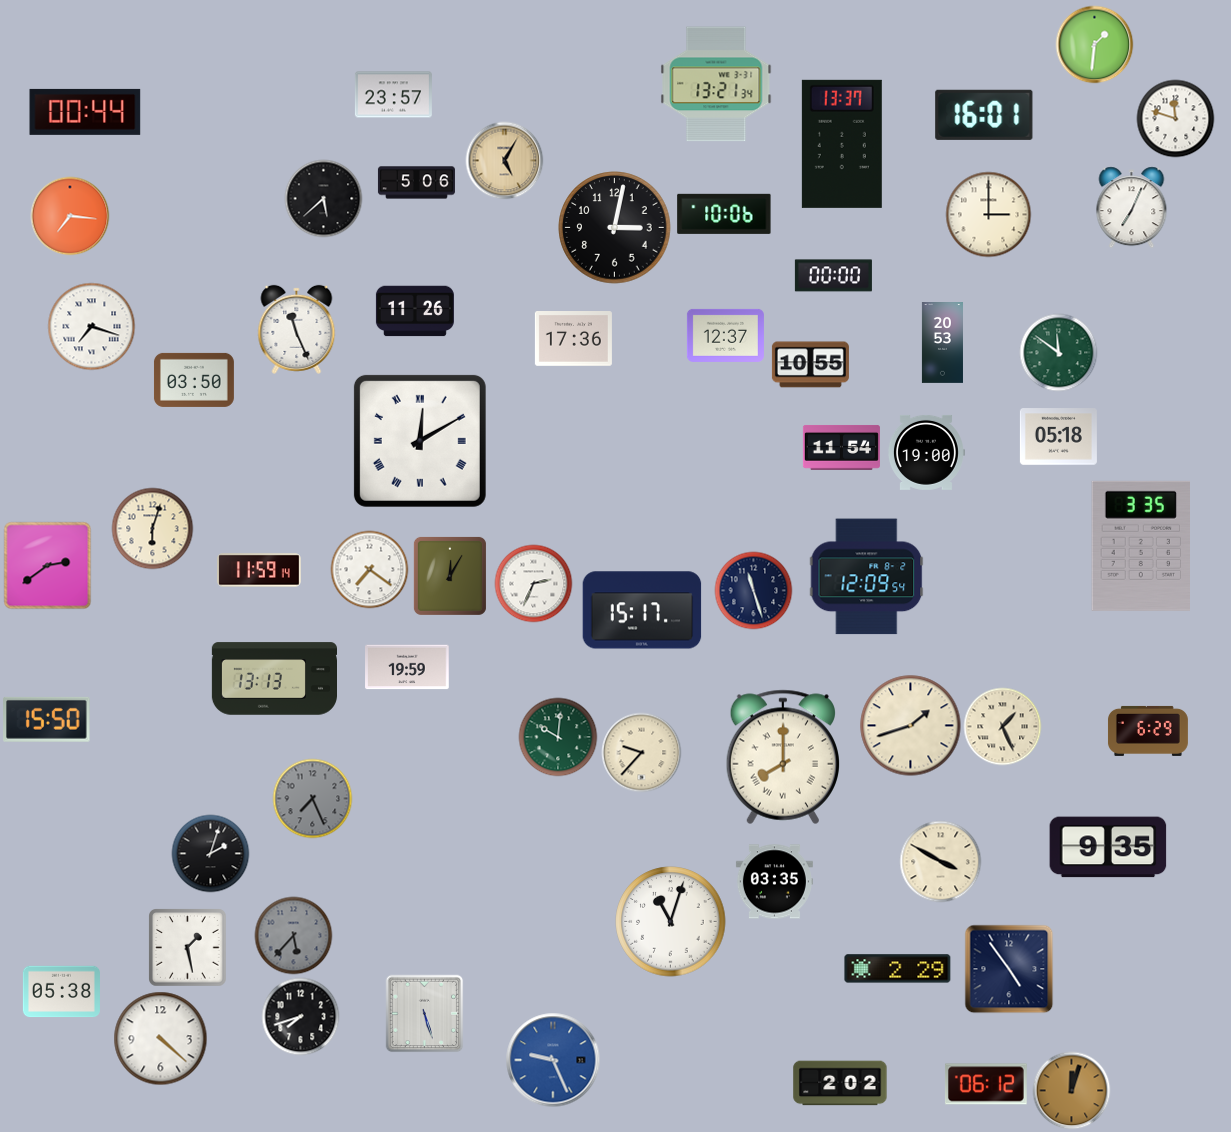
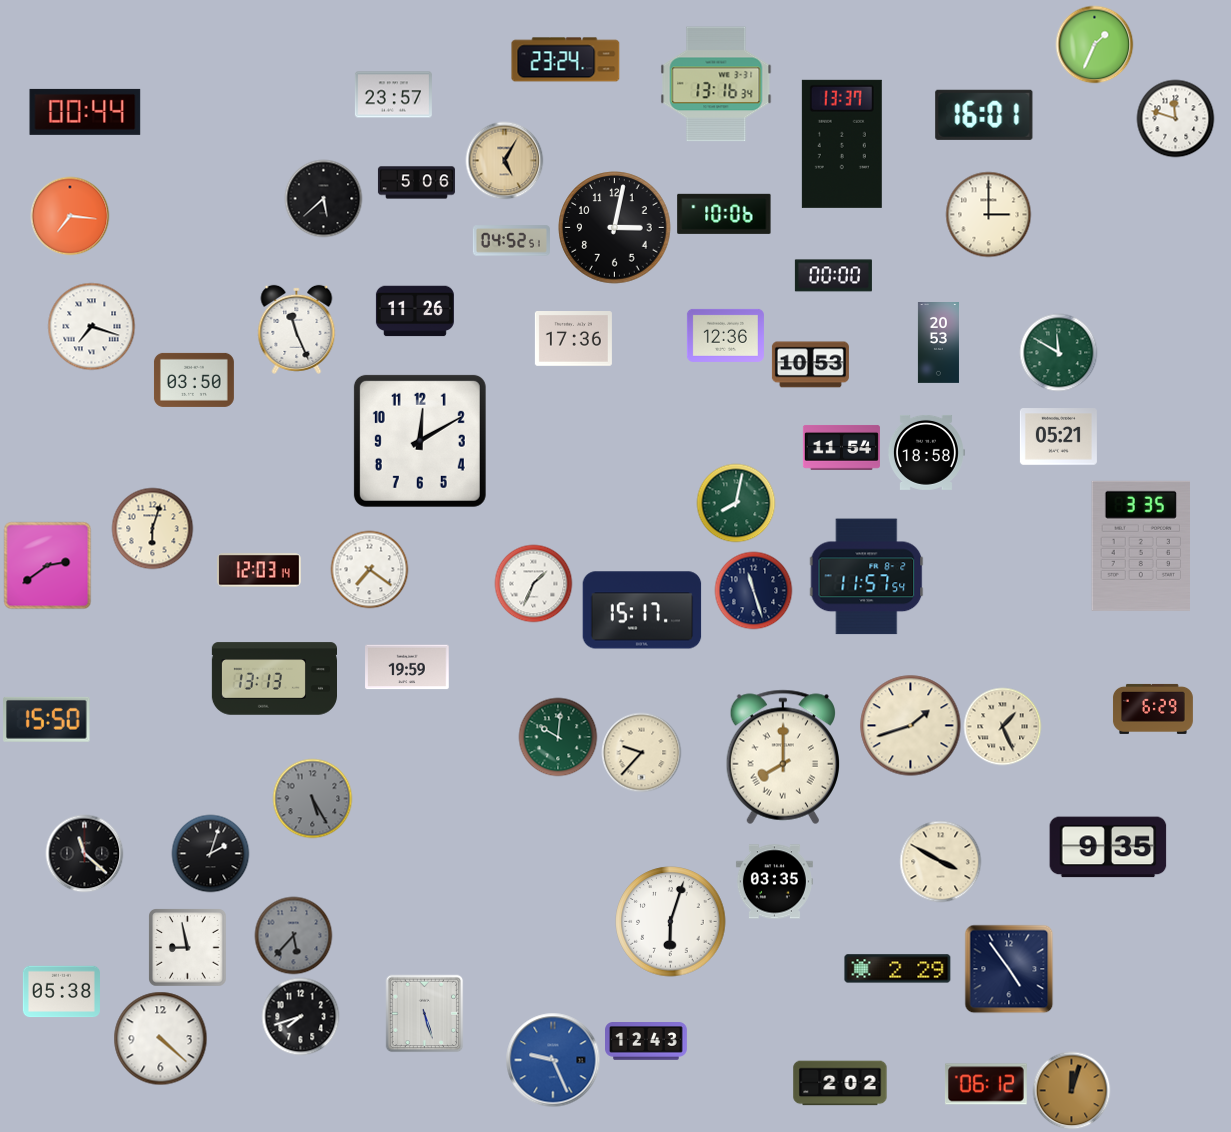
clock at (1094, 44): 1:31 -> 1:34
clock at (566, 60): none -> 23:24
clock at (716, 84): 13:21 -> 13:16
clock at (1132, 207): 7:04 -> none
clock at (511, 241): none -> 04:52
clock at (725, 335): 12:37 -> 12:36
clock at (942, 343) position: (942, 343) -> (938, 343)
clock at (1058, 352): 11:51 -> 11:50
clock at (810, 365): 10:55 -> 10:53
clock at (1058, 437): 05:18 -> 05:21
clock at (420, 441) numerals: Roman -> Arabic
clock at (926, 452): 19:00 -> 18:58
clock at (736, 503): none -> 8:02
clock at (259, 570): 11:59 -> 12:03
clock at (450, 576): 12:05 -> none
clock at (867, 577): 12:09 -> 11:57
clock at (533, 583): 2:34 -> 1:34
clock at (1148, 731) position: (1148, 731) -> (1153, 709)
clock at (312, 798): 7:26 -> 5:25
clock at (84, 853): none -> 11:22
clock at (671, 922): 11:03 -> 6:03
clock at (187, 947): 1:28 -> 8:58
clock at (647, 1041): none -> 12:43
